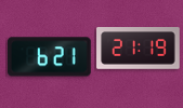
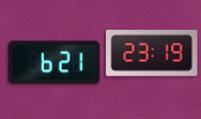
clock at (139, 49): 21:19 -> 23:19
